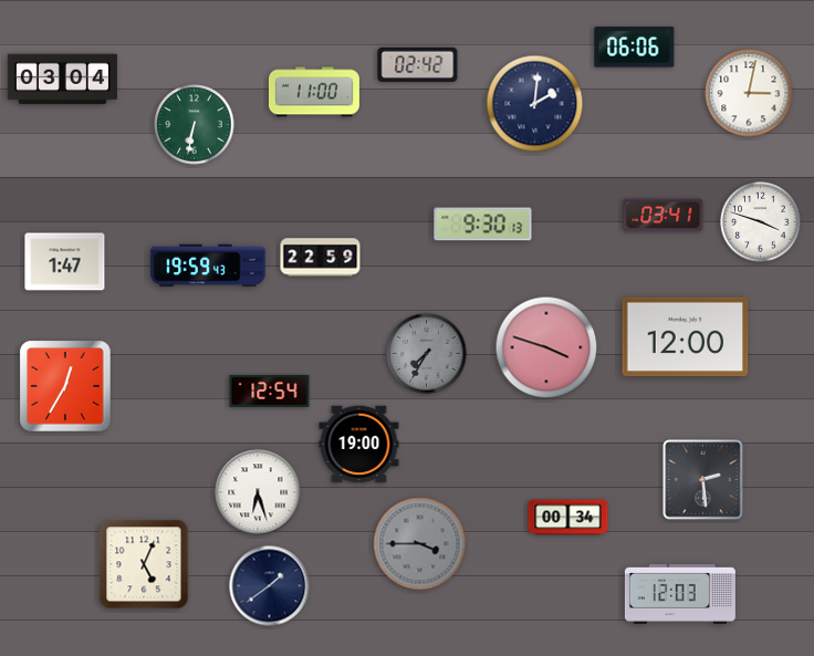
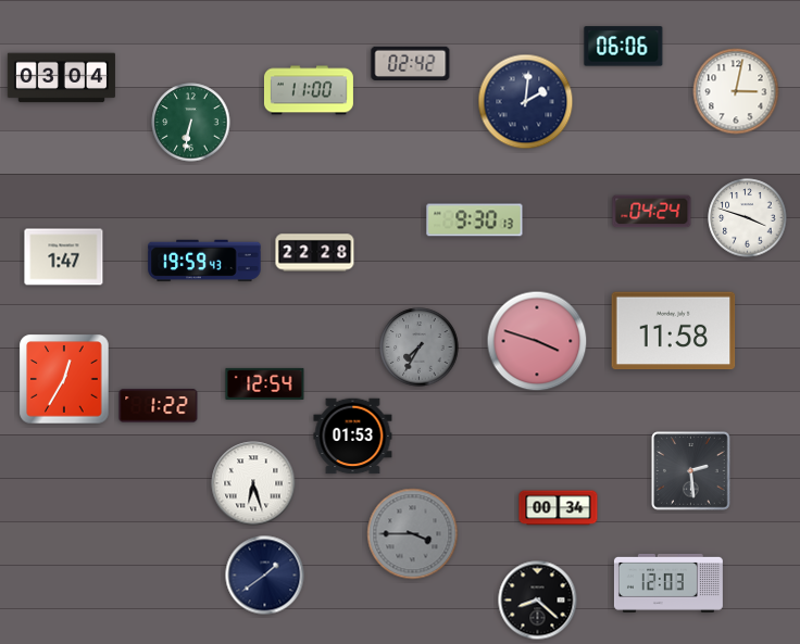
clock at (664, 216): 03:41 -> 04:24
clock at (321, 258): 22:59 -> 22:28
clock at (686, 337): 12:00 -> 11:58
clock at (159, 406): none -> 1:22
clock at (359, 445): 19:00 -> 01:53
clock at (144, 564): 5:04 -> none
clock at (538, 601): none -> 8:22
